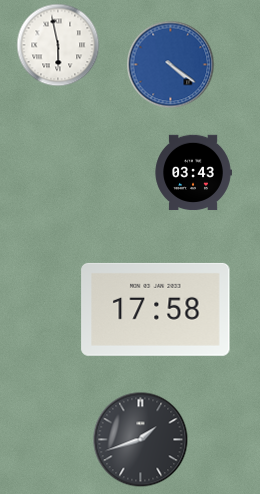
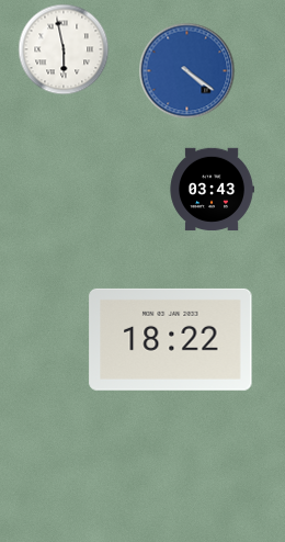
clock at (156, 309): 17:58 -> 18:22
clock at (141, 440): 1:42 -> none
